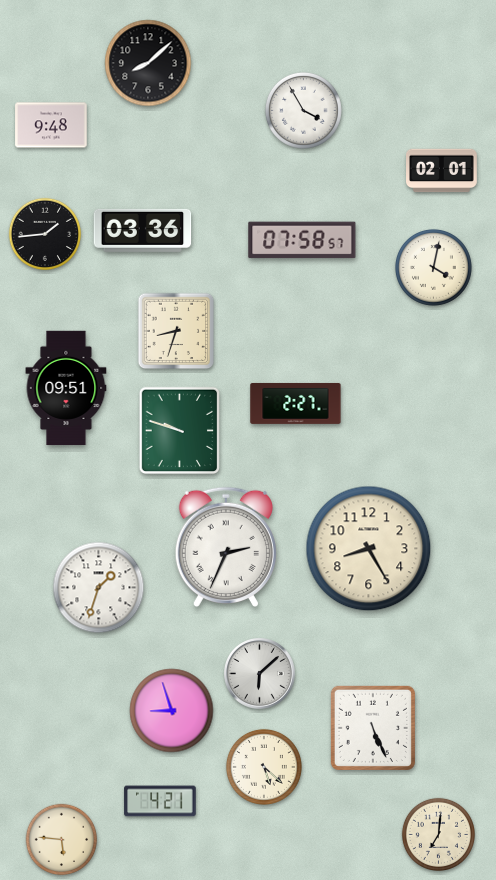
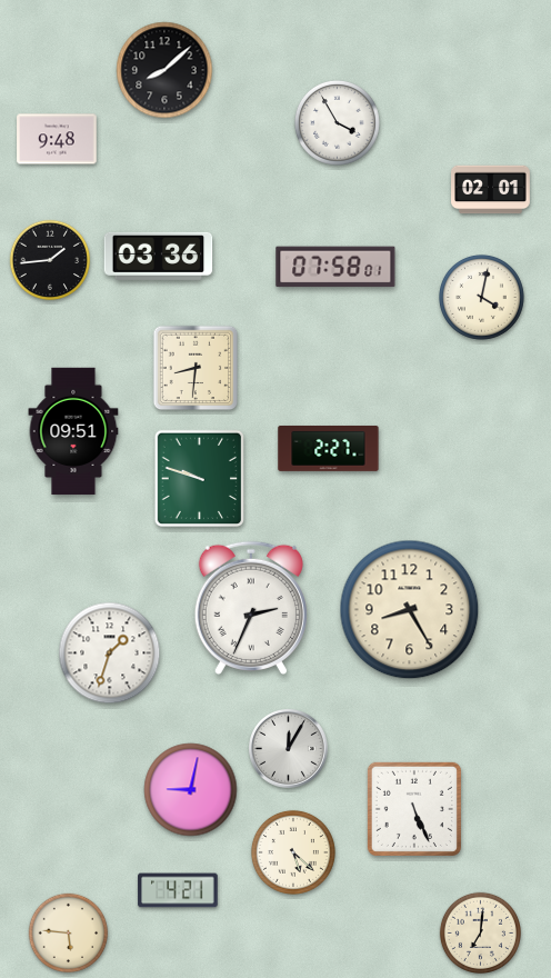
clock at (302, 240): 07:58:57 -> 07:58:01
clock at (176, 331): 8:33 -> 8:31
clock at (260, 674): 6:08 -> 12:05
clock at (172, 711): 8:57 -> 9:02
clock at (438, 834) position: (438, 834) -> (480, 932)
